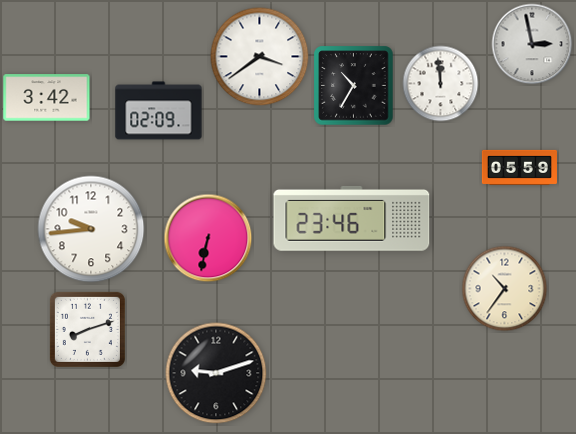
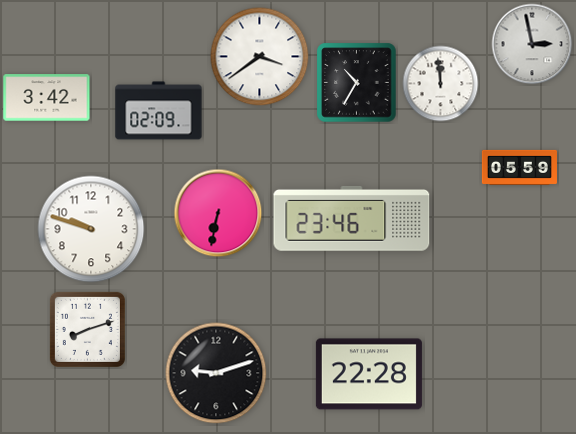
clock at (354, 86) position: (354, 86) -> (357, 83)
clock at (91, 229): 9:44 -> 9:48
clock at (208, 238) position: (208, 238) -> (218, 213)
clock at (505, 289): 10:36 -> none
clock at (369, 374): none -> 22:28
